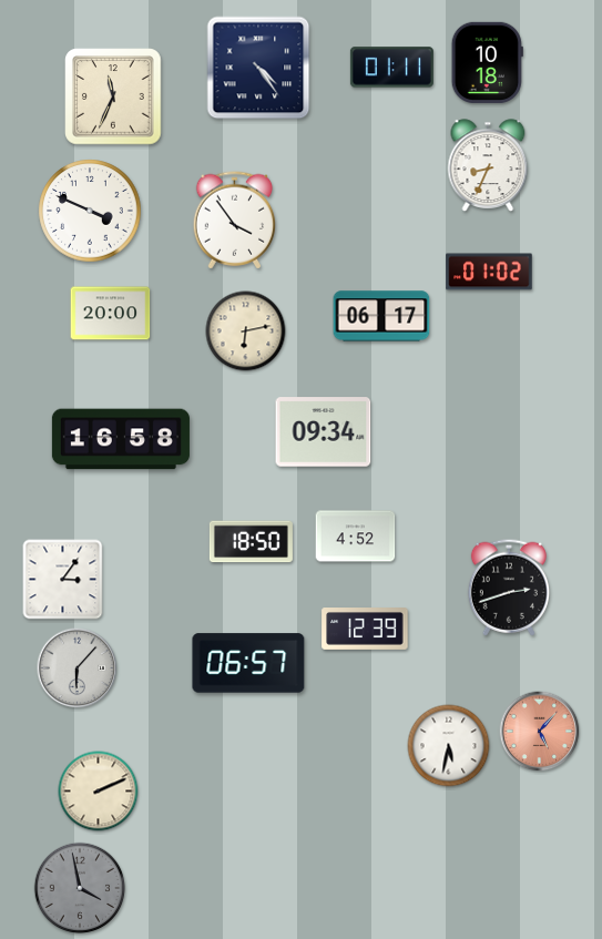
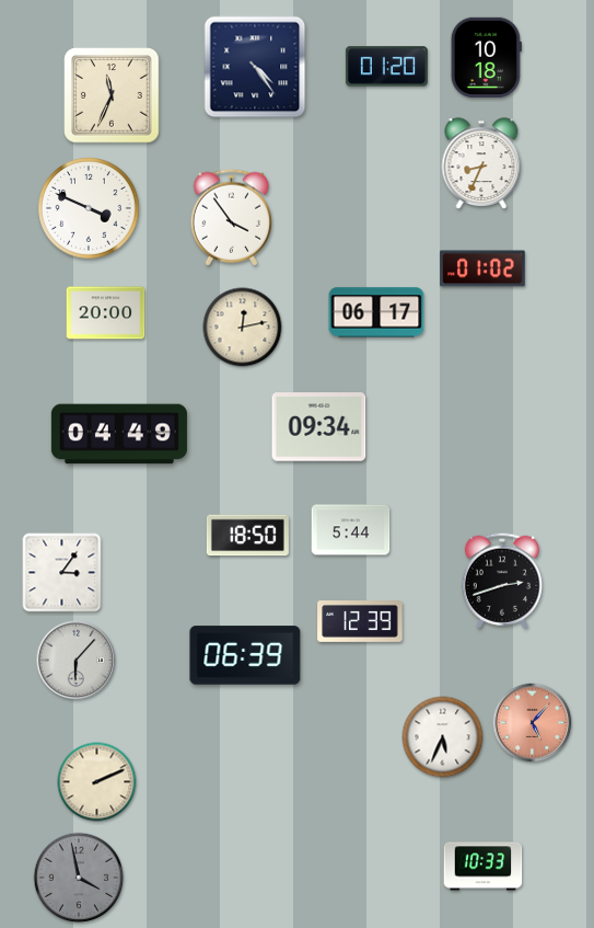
clock at (487, 62) position: (487, 62) -> (486, 57)
clock at (391, 68): 01:11 -> 01:20
clock at (111, 314) position: (111, 314) -> (106, 313)
clock at (246, 331): 6:13 -> 12:13
clock at (121, 439): 16:58 -> 04:49
clock at (356, 537): 4:52 -> 5:44
clock at (248, 663): 06:57 -> 06:39
clock at (449, 746): 5:32 -> 5:34
clock at (484, 867): none -> 10:33
